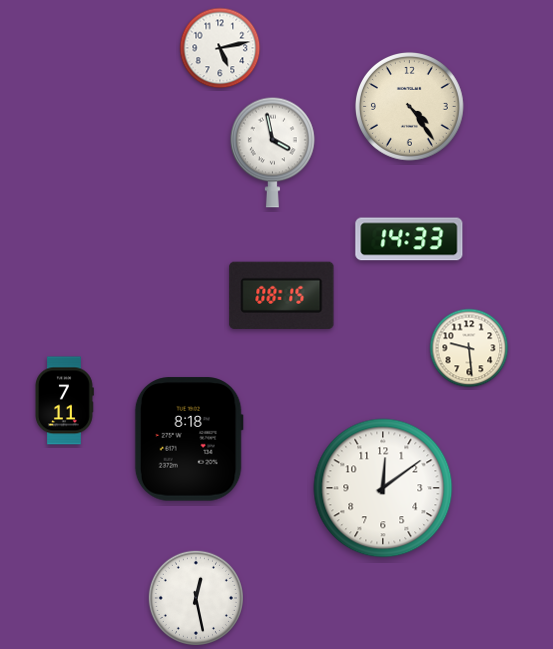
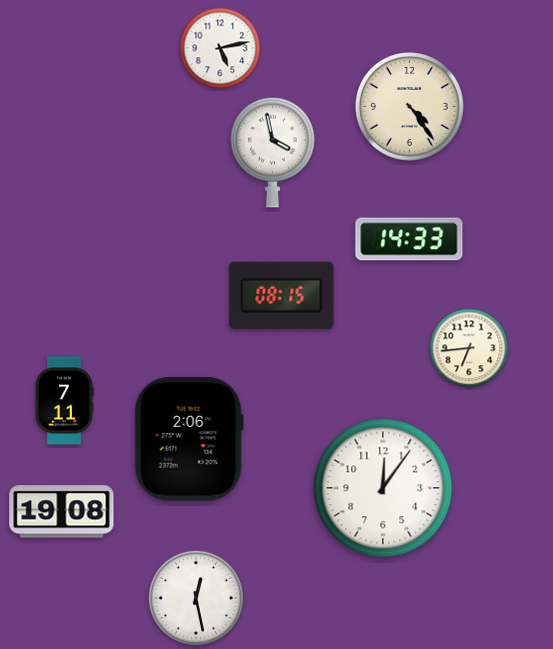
clock at (469, 348): 9:29 -> 6:44
clock at (189, 439): 8:18 -> 2:06
clock at (383, 488): 12:09 -> 12:06
clock at (62, 512): none -> 19:08
